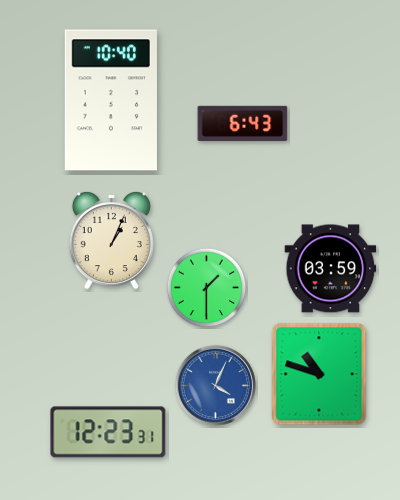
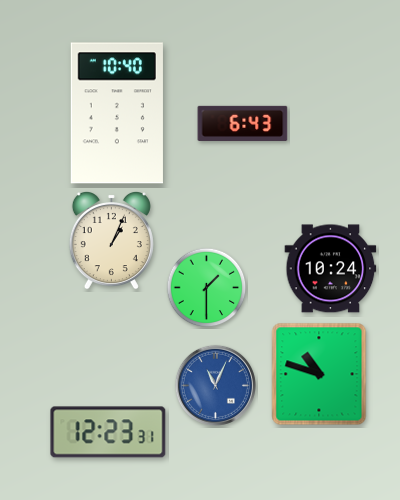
clock at (111, 100) position: (111, 100) -> (117, 113)
clock at (331, 269): 03:59 -> 10:24
clock at (215, 385): 4:04 -> 11:04
